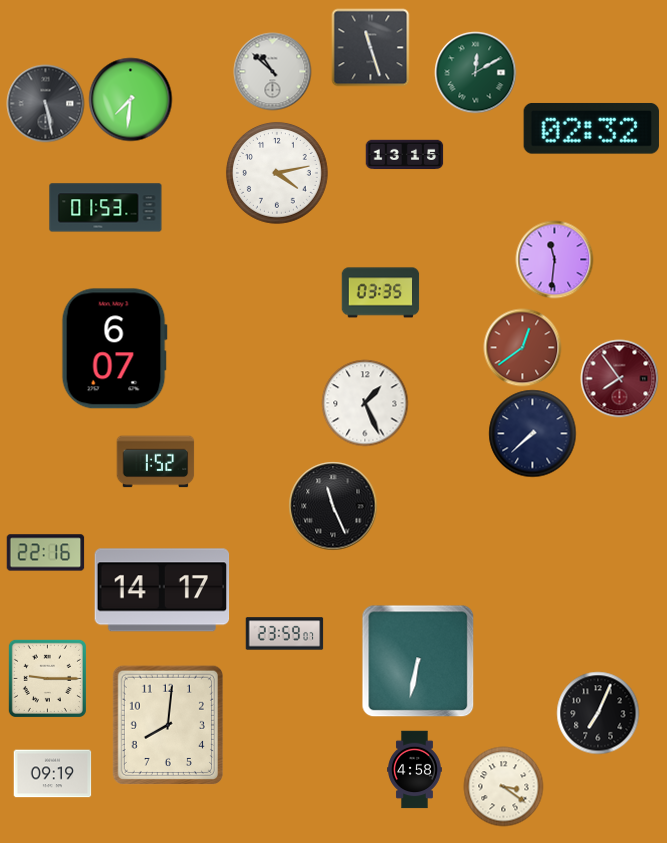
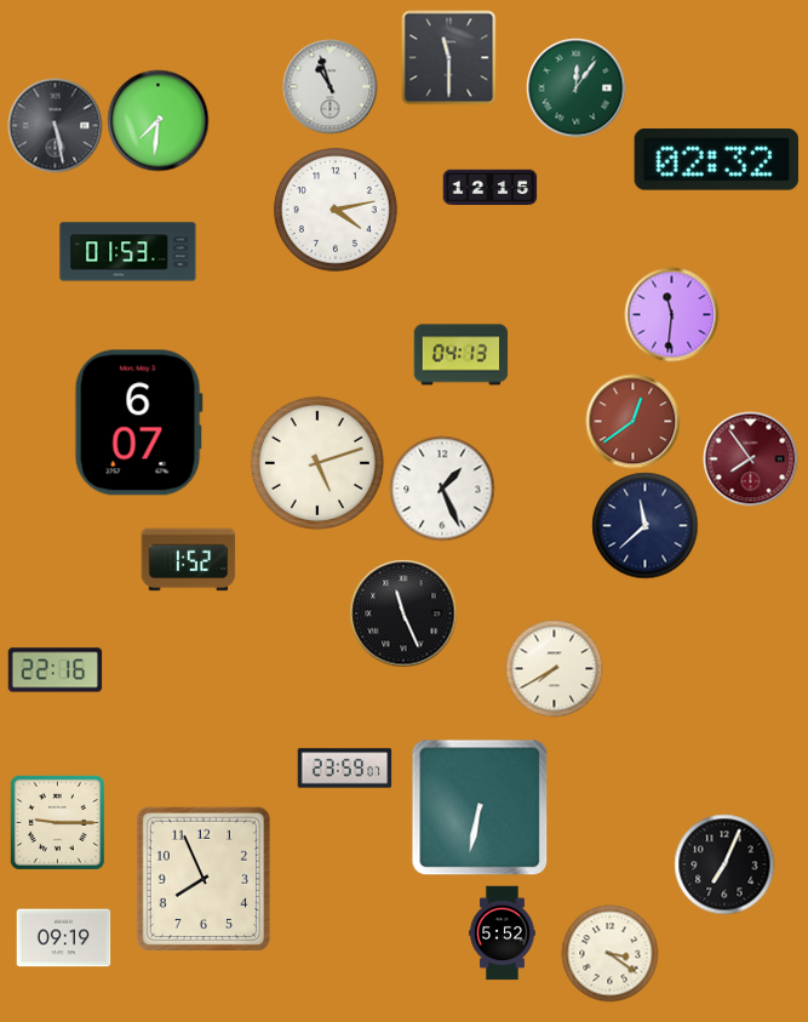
clock at (370, 47): 11:27 -> 11:30
clock at (272, 71): 10:52 -> 10:57
clock at (475, 72): 12:10 -> 12:06
clock at (591, 129) position: (591, 129) -> (716, 160)
clock at (404, 155): 13:15 -> 12:15
clock at (380, 293): 03:35 -> 04:13
clock at (317, 463): none -> 5:12
clock at (532, 433): 7:38 -> 11:38
clock at (554, 668): none -> 7:40
clock at (162, 590): 14:17 -> none
clock at (418, 661) position: (418, 661) -> (480, 807)
clock at (167, 724): 8:01 -> 7:56
clock at (415, 769): 4:58 -> 5:52
